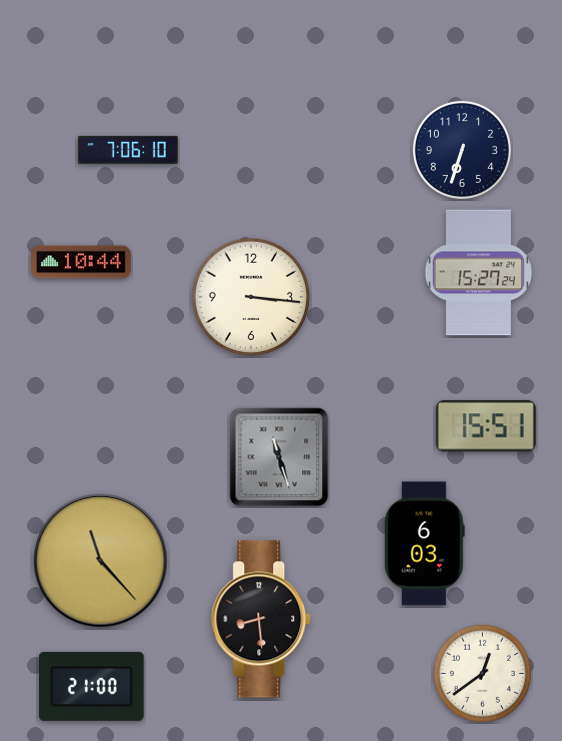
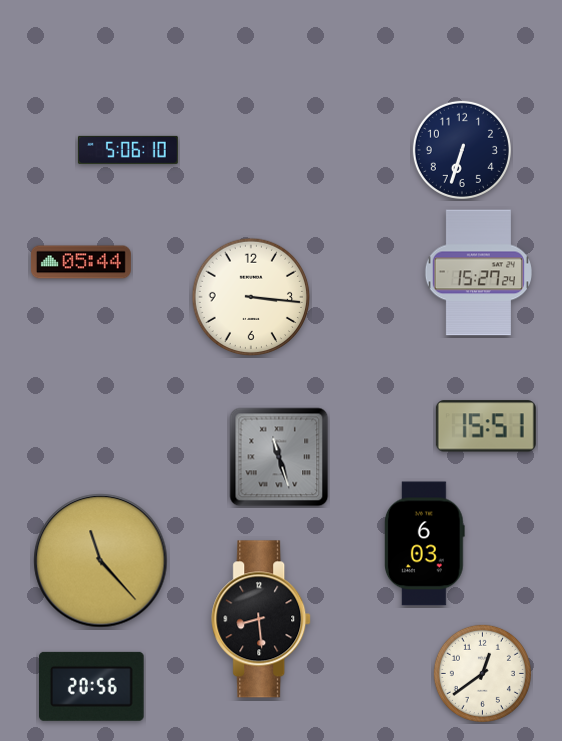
clock at (128, 150): 7:06 -> 5:06
clock at (81, 262): 10:44 -> 05:44
clock at (92, 686): 21:00 -> 20:56
